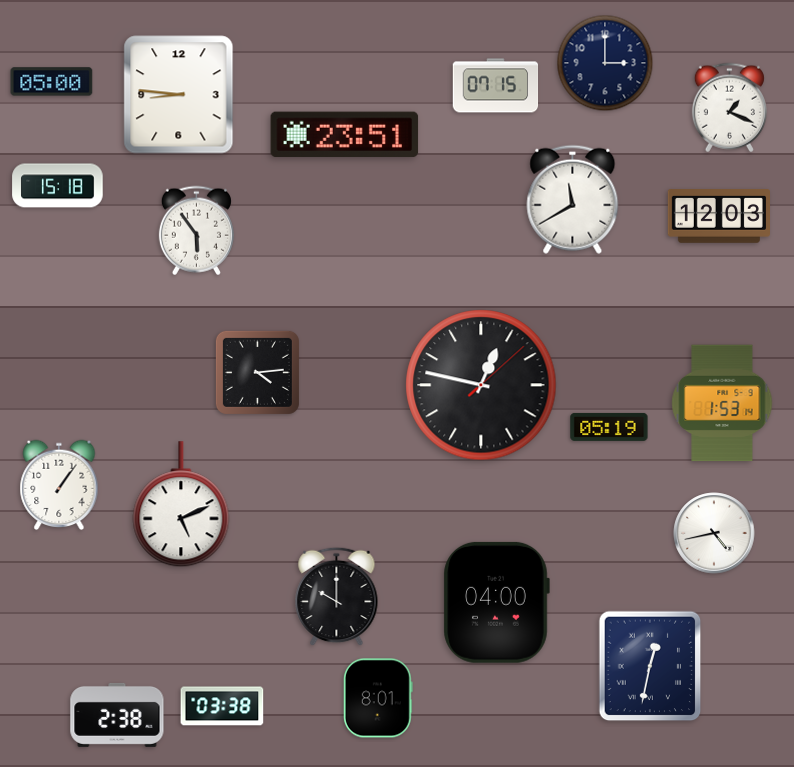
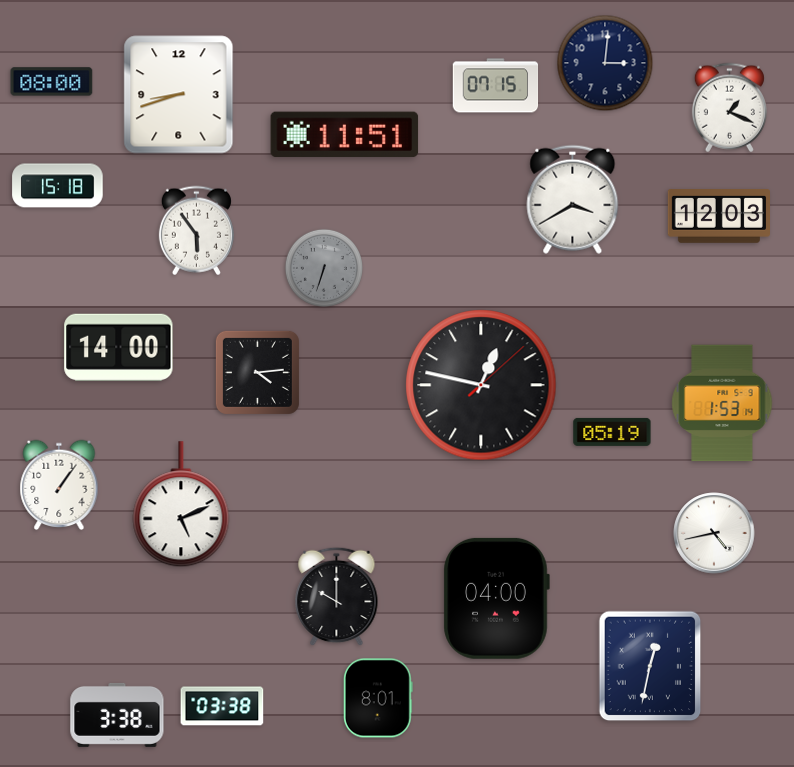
clock at (605, 63): 3:00 -> 3:01
clock at (52, 82): 05:00 -> 08:00
clock at (179, 95): 8:46 -> 8:42
clock at (345, 135): 23:51 -> 11:51
clock at (573, 199): 11:40 -> 3:40
clock at (324, 268): none -> 6:33
clock at (119, 347): none -> 14:00
clock at (609, 427) position: (609, 427) -> (612, 432)
clock at (496, 602) position: (496, 602) -> (496, 598)
clock at (117, 715): 2:38 -> 3:38
